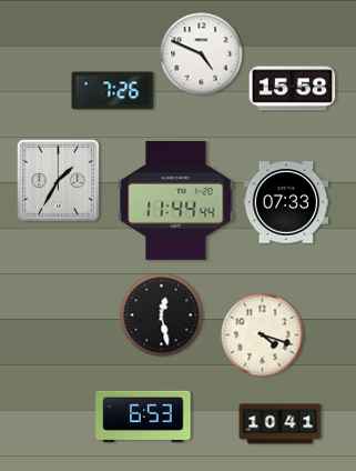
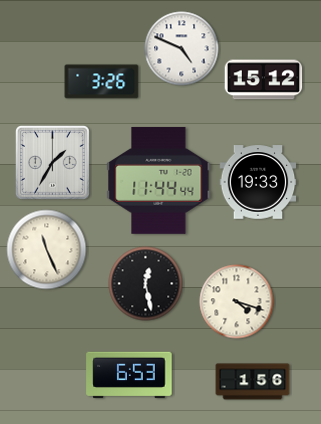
clock at (293, 89): 15:58 -> 15:12
clock at (113, 91): 7:26 -> 3:26
clock at (286, 202): 07:33 -> 19:33
clock at (47, 250): none -> 11:26
clock at (281, 424): 10:41 -> 1:56
